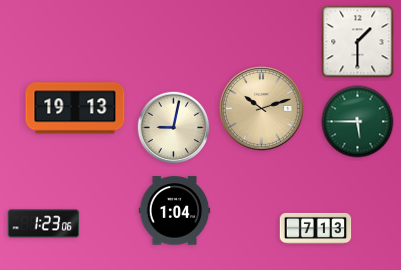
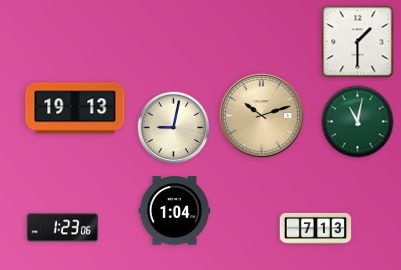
clock at (261, 108) position: (261, 108) -> (261, 115)
clock at (358, 122): 5:45 -> 11:02
clock at (44, 224) position: (44, 224) -> (63, 228)
